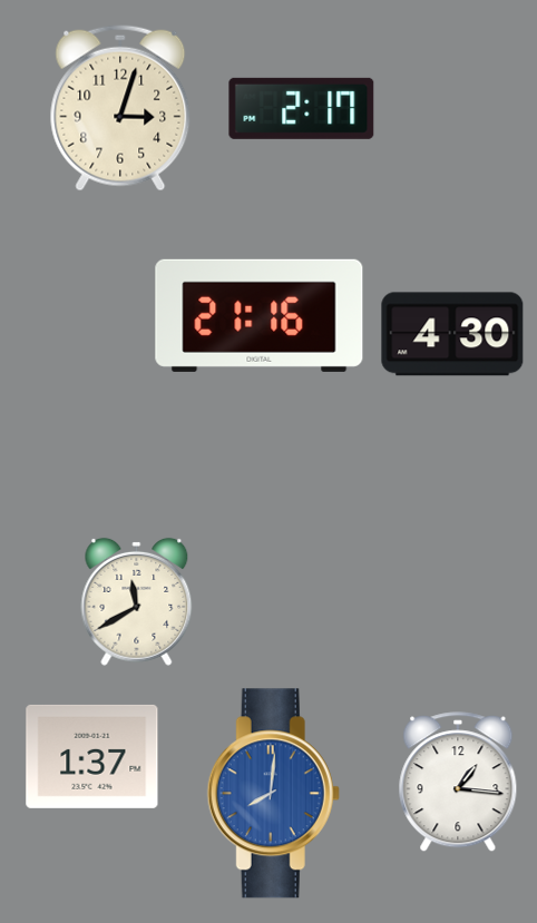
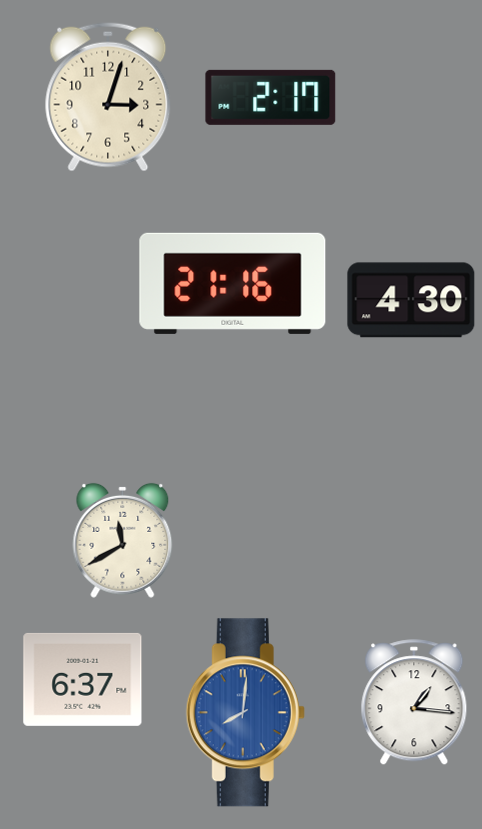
clock at (452, 334) position: (452, 334) -> (411, 300)
clock at (92, 756): 1:37 -> 6:37
clock at (458, 782) position: (458, 782) -> (414, 702)
